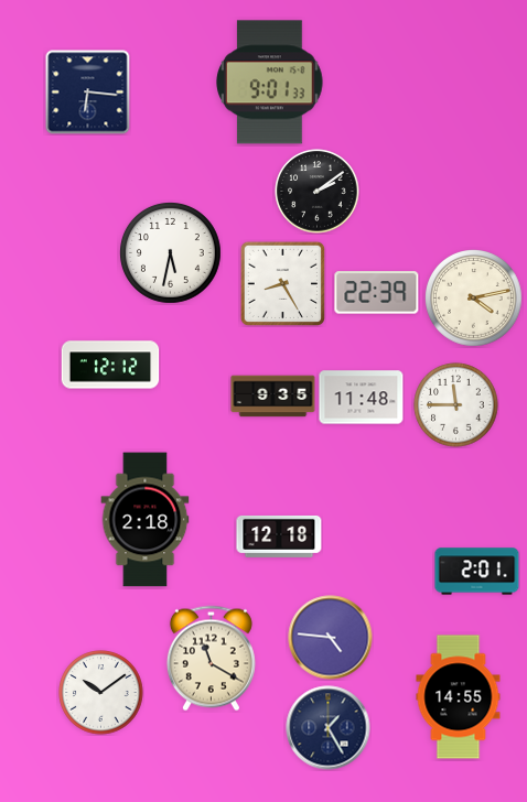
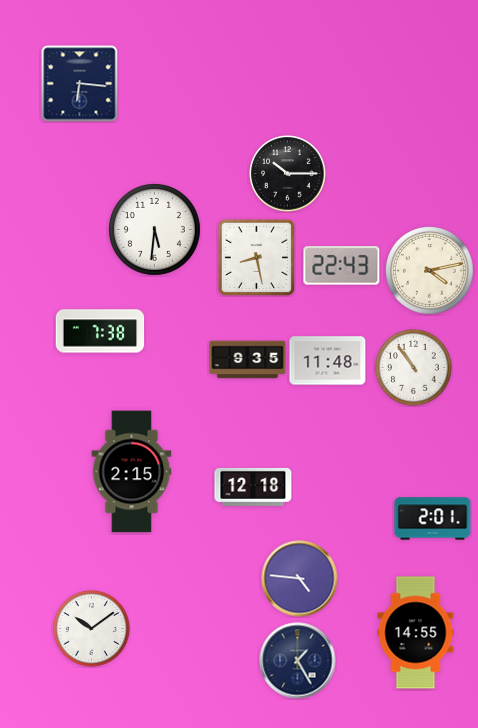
clock at (270, 83): 9:01 -> none
clock at (318, 192): 2:09 -> 10:15
clock at (171, 253): 5:32 -> 5:31
clock at (282, 283): 8:25 -> 8:28
clock at (377, 293): 22:39 -> 22:43
clock at (110, 365): 12:12 -> 7:38
clock at (456, 405): 11:45 -> 10:54
clock at (146, 520): 2:18 -> 2:15
clock at (211, 659): 11:20 -> none
